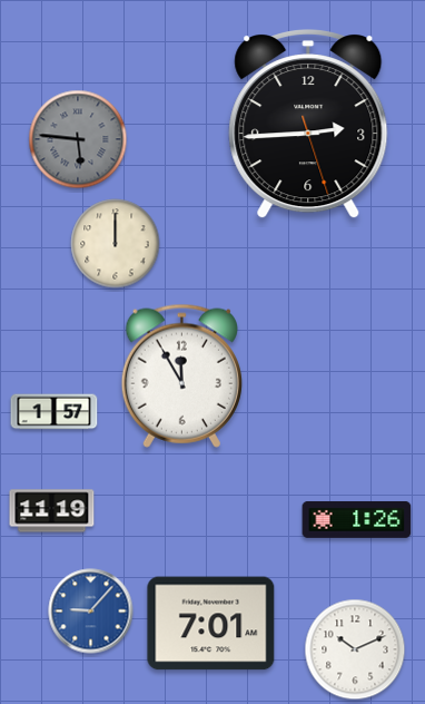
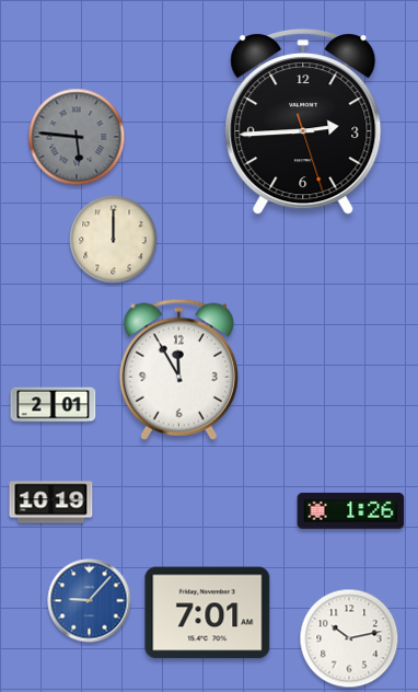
clock at (55, 412): 1:57 -> 2:01
clock at (52, 511): 11:19 -> 10:19
clock at (355, 649): 10:11 -> 10:13
